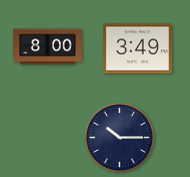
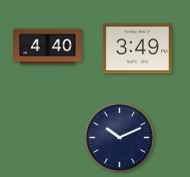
clock at (48, 47): 8:00 -> 4:40
clock at (119, 137): 10:15 -> 10:11
